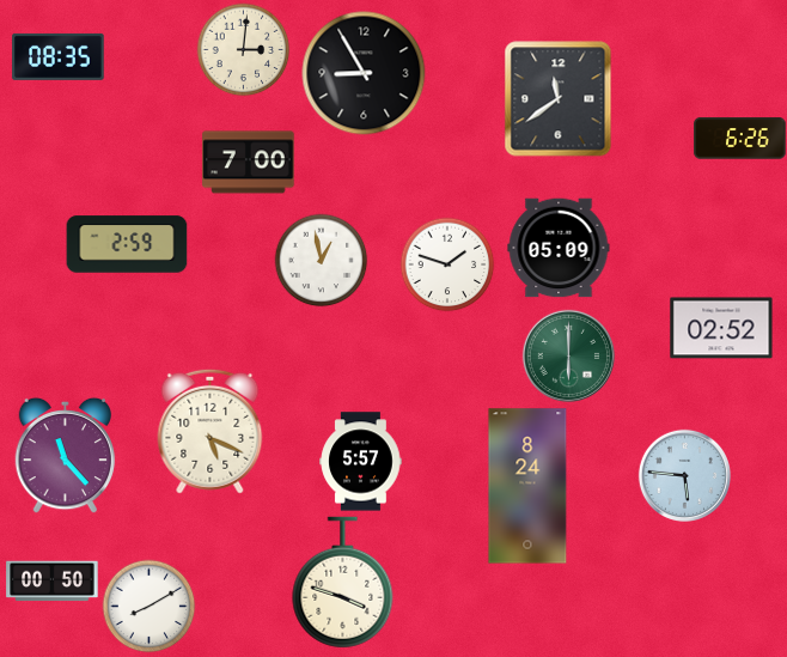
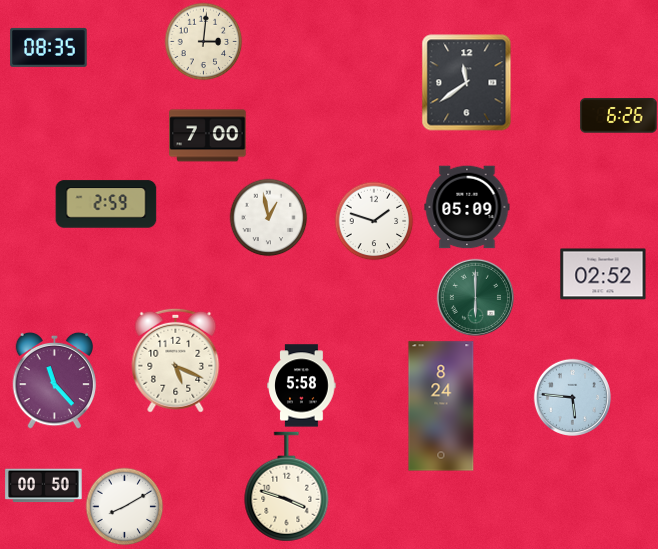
clock at (364, 73): 8:55 -> none
clock at (361, 462): 5:57 -> 5:58
